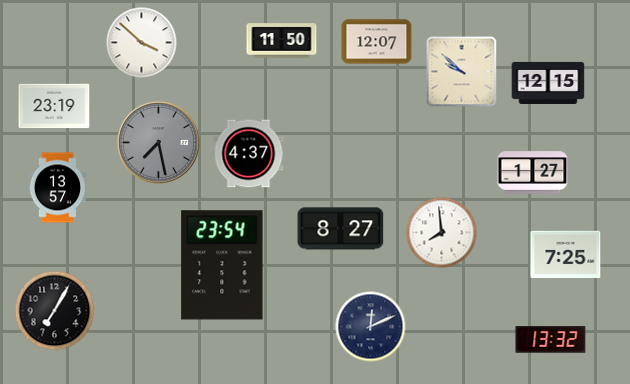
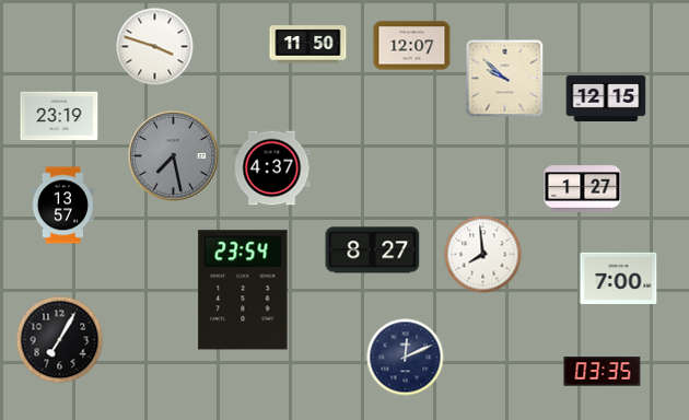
clock at (142, 43): 3:52 -> 3:48
clock at (548, 83) position: (548, 83) -> (606, 98)
clock at (566, 254): 7:25 -> 7:00
clock at (551, 340): 13:32 -> 03:35
